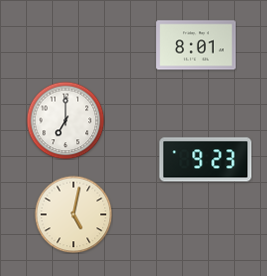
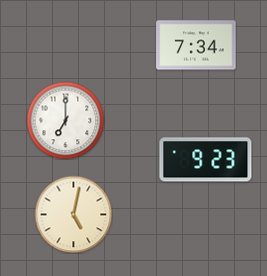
clock at (196, 45): 8:01 -> 7:34
